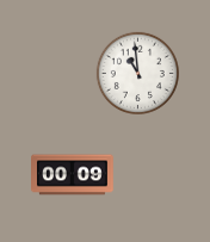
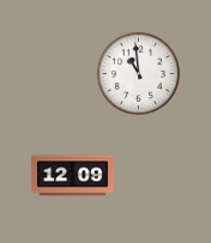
clock at (73, 175): 00:09 -> 12:09
